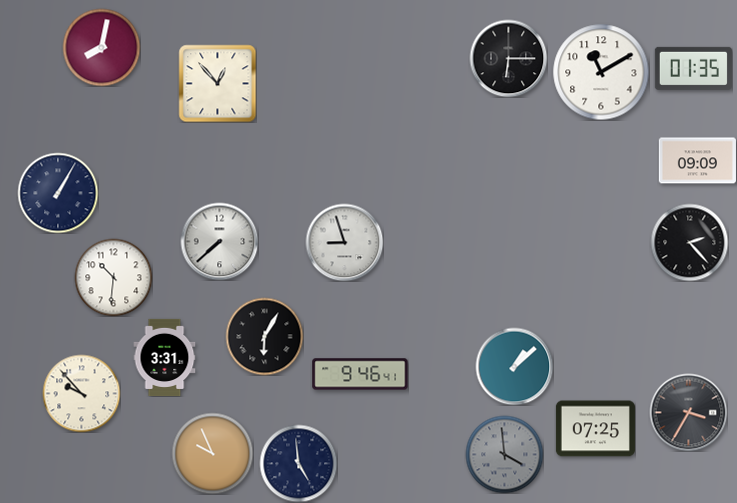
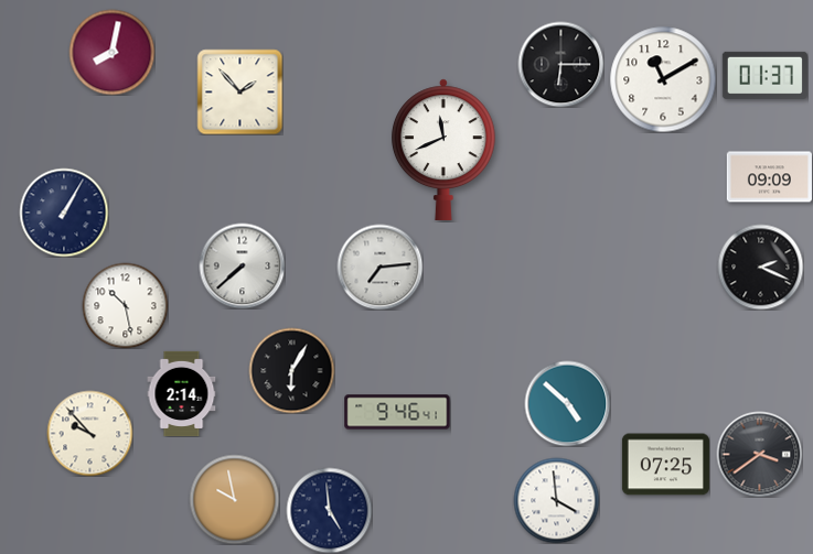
clock at (693, 68): 01:35 -> 01:37
clock at (217, 83): 12:53 -> 1:53
clock at (443, 150): none -> 11:41
clock at (344, 242): 8:57 -> 7:14
clock at (689, 242): 2:23 -> 2:19
clock at (113, 277): 10:31 -> 10:28
clock at (165, 357): 3:31 -> 2:14
clock at (514, 366): 1:08 -> 4:52
clock at (688, 412): 3:35 -> 3:39
clock at (595, 429) position: (595, 429) -> (665, 465)
clock at (212, 453): 9:56 -> 9:58
clock at (504, 454) dial: grey -> white
